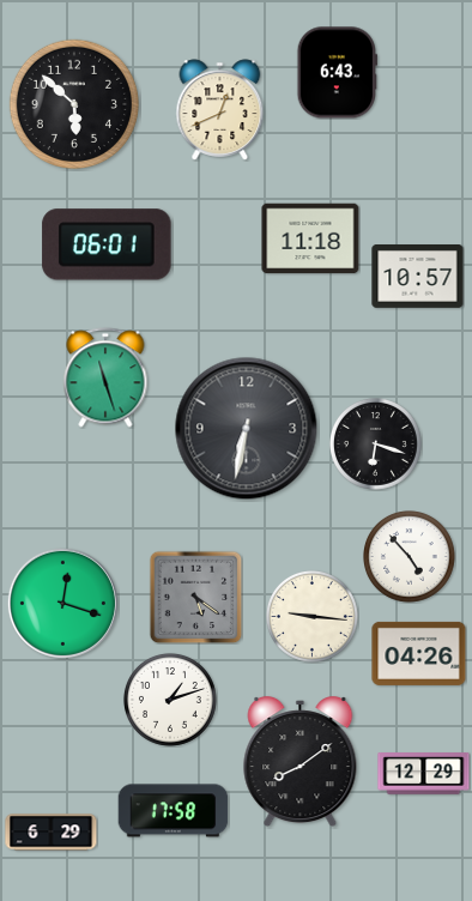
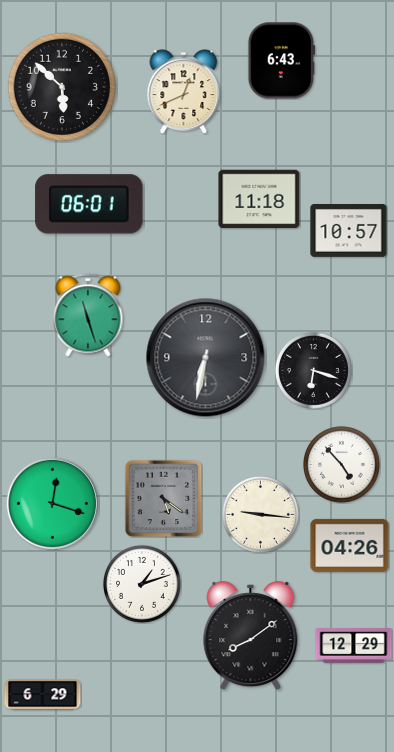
clock at (174, 811): 17:58 -> none
